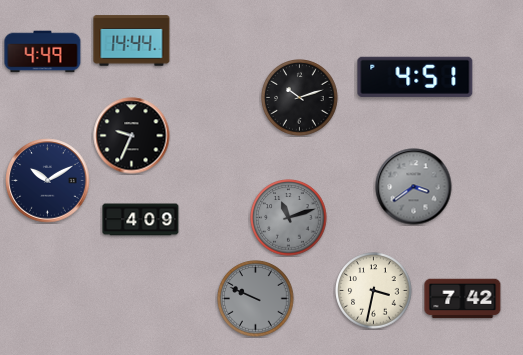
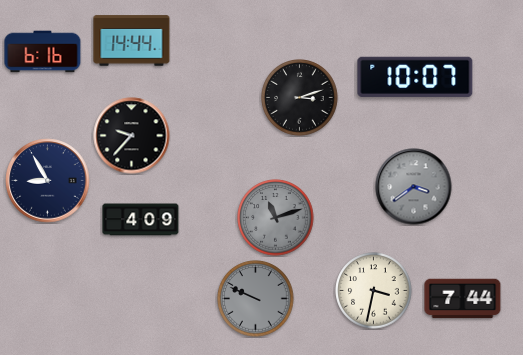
clock at (43, 52): 4:49 -> 6:16
clock at (415, 77): 4:51 -> 10:07
clock at (300, 98): 10:12 -> 3:12
clock at (132, 136): 9:34 -> 9:37
clock at (48, 181): 10:10 -> 8:55
clock at (289, 218) position: (289, 218) -> (276, 218)
clock at (463, 299): 7:42 -> 7:44
